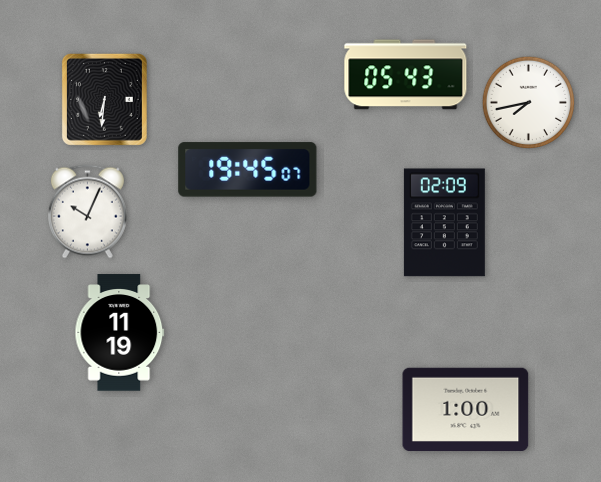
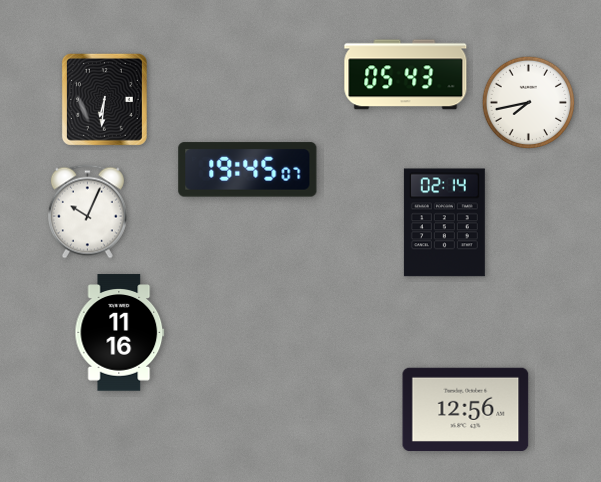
clock at (444, 223): 02:09 -> 02:14
clock at (120, 333): 11:19 -> 11:16
clock at (466, 409): 1:00 -> 12:56
